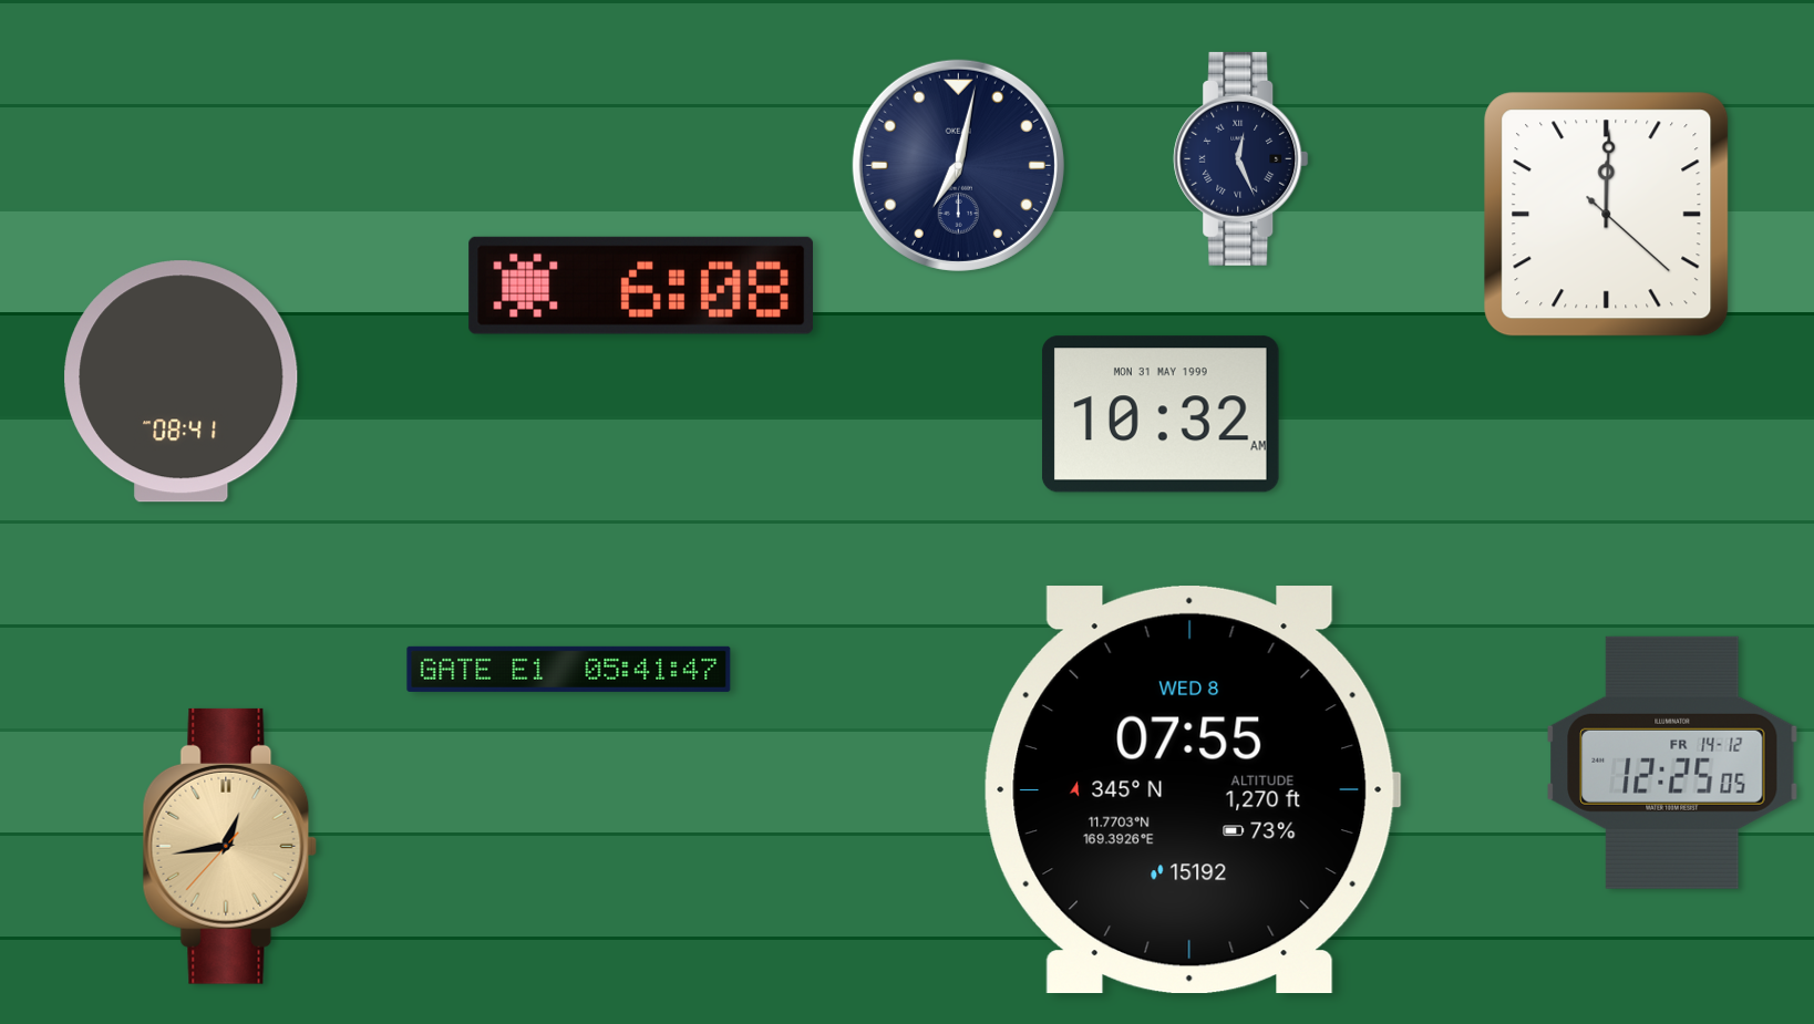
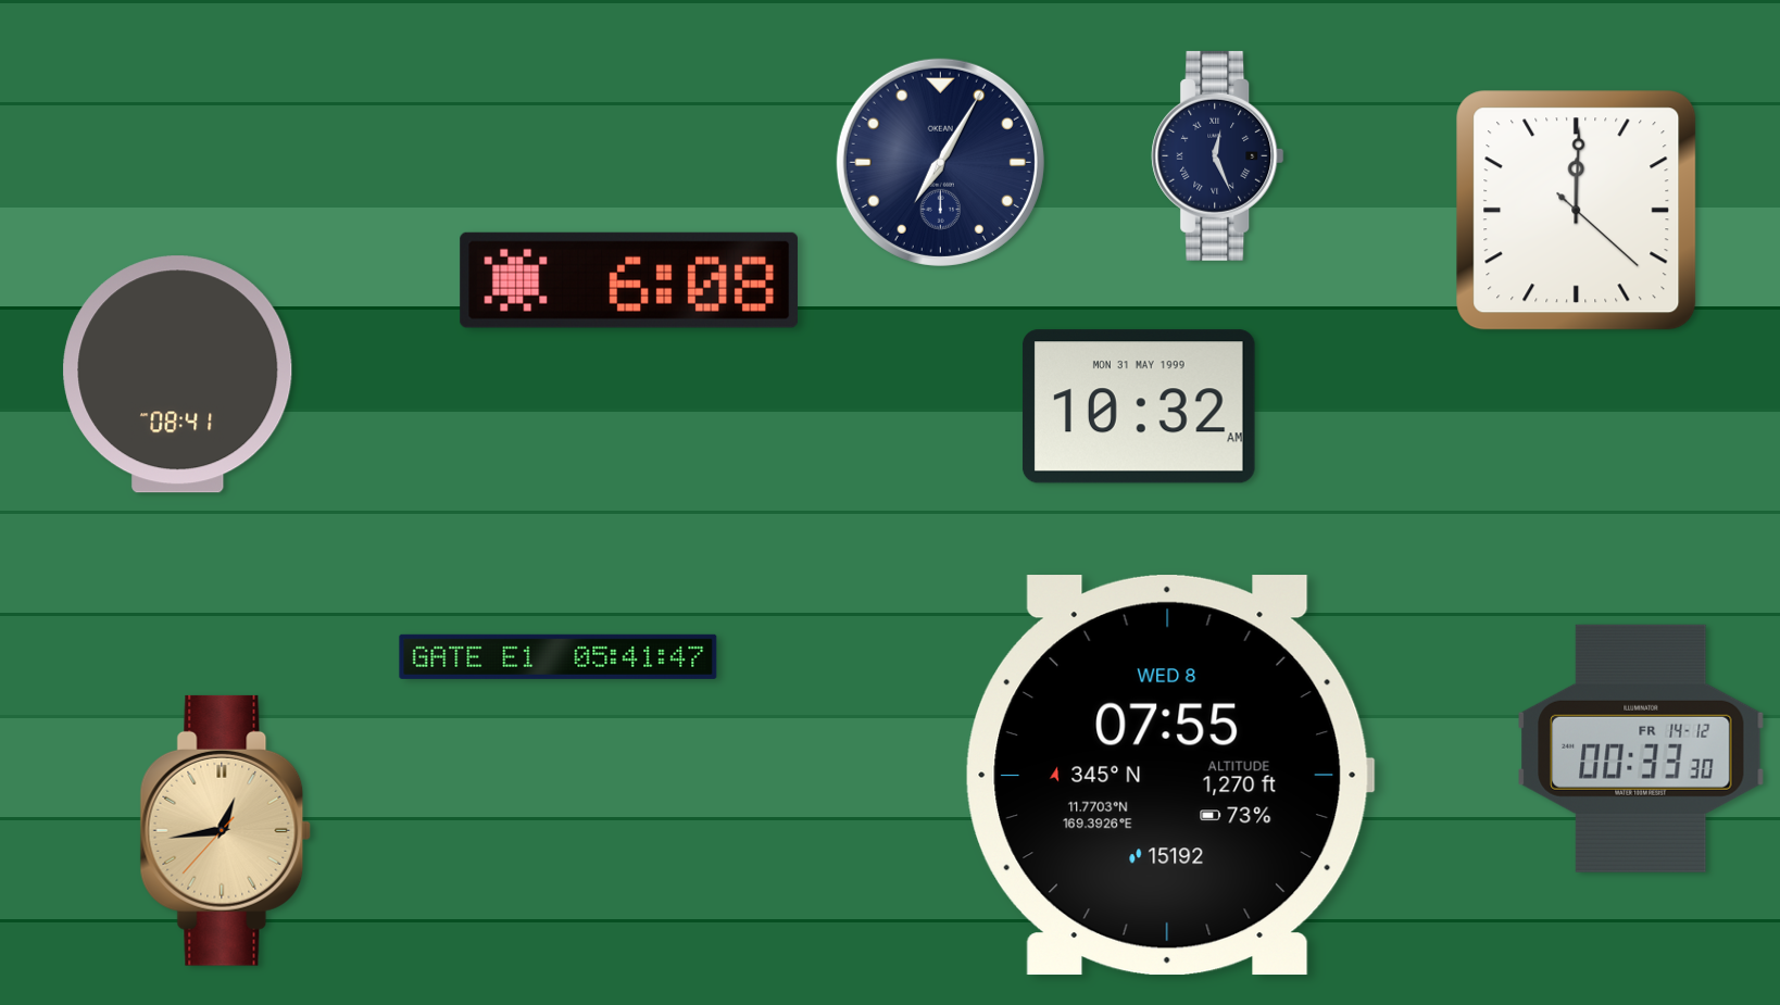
clock at (958, 165): 7:02 -> 7:05
clock at (1672, 763): 12:25 -> 00:33
